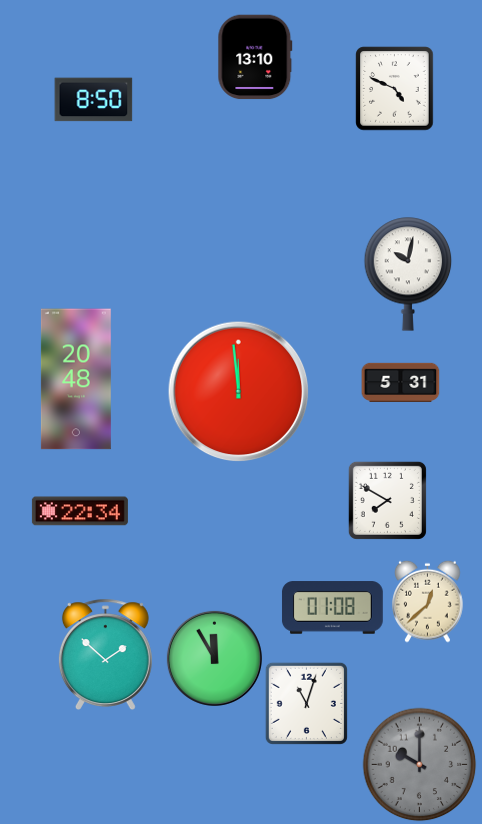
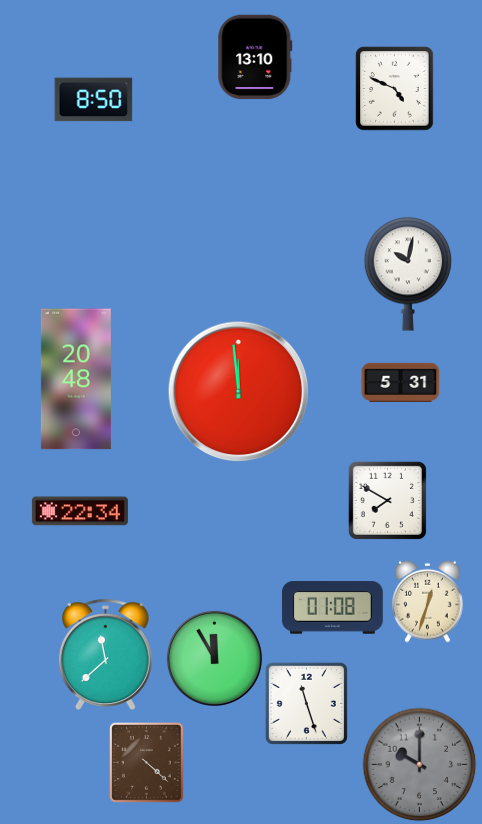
clock at (428, 601): 12:38 -> 12:33
clock at (105, 654): 1:52 -> 11:38
clock at (306, 703): 11:03 -> 11:27
clock at (147, 763): none -> 4:22
